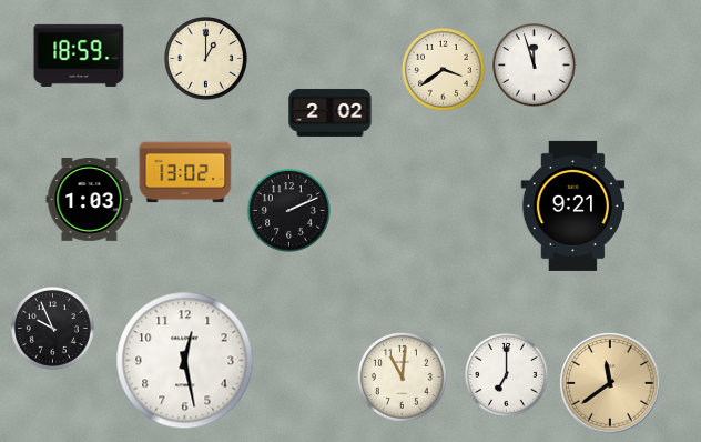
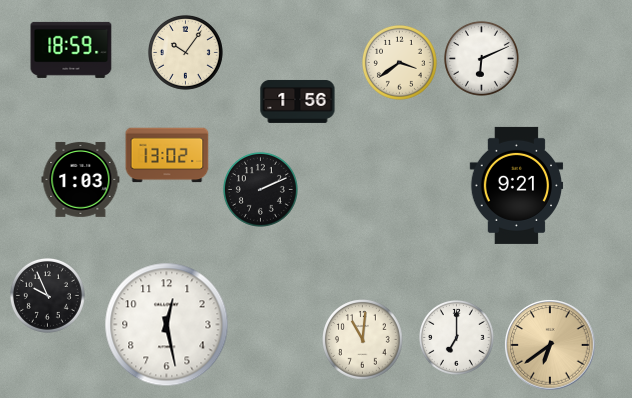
clock at (205, 58): 1:00 -> 10:06
clock at (534, 64): 11:57 -> 6:11
clock at (331, 112): 2:02 -> 1:56
clock at (610, 383): 11:39 -> 6:39
